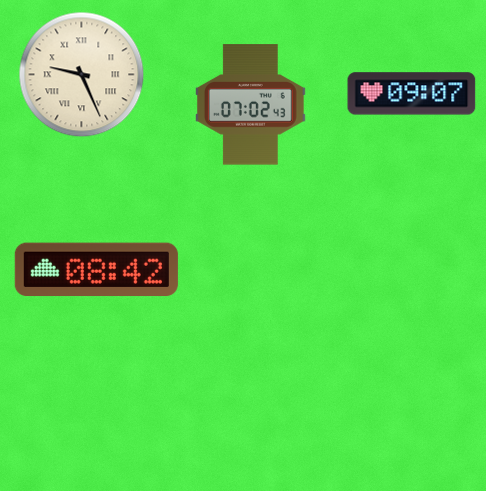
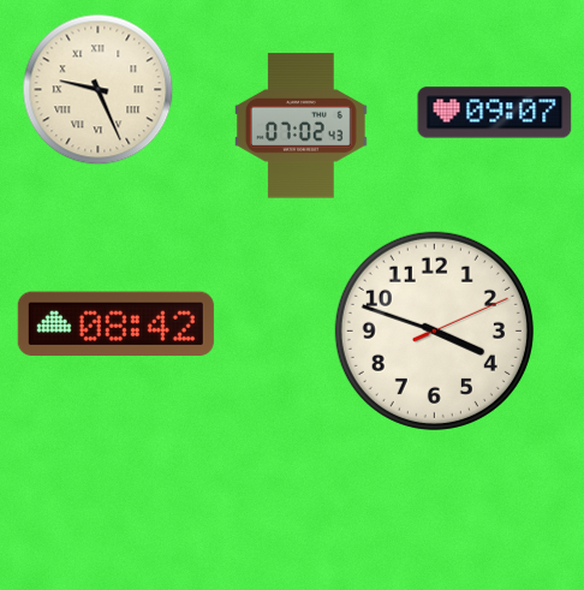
clock at (434, 330): none -> 3:48
